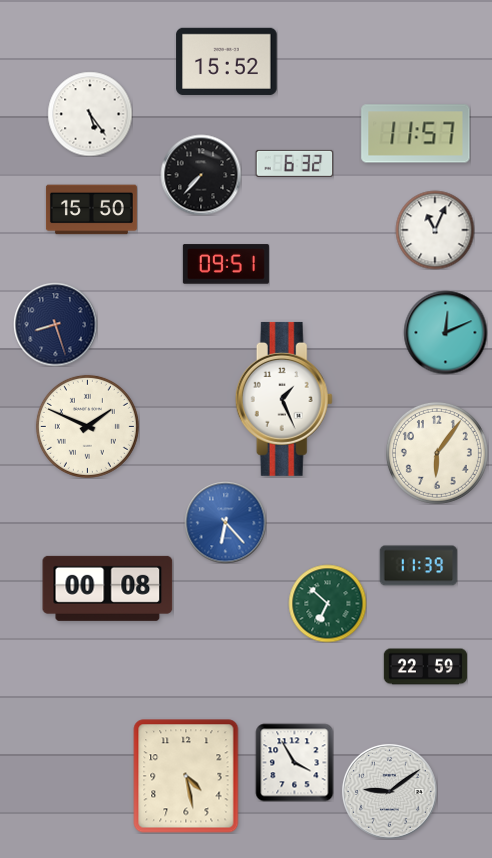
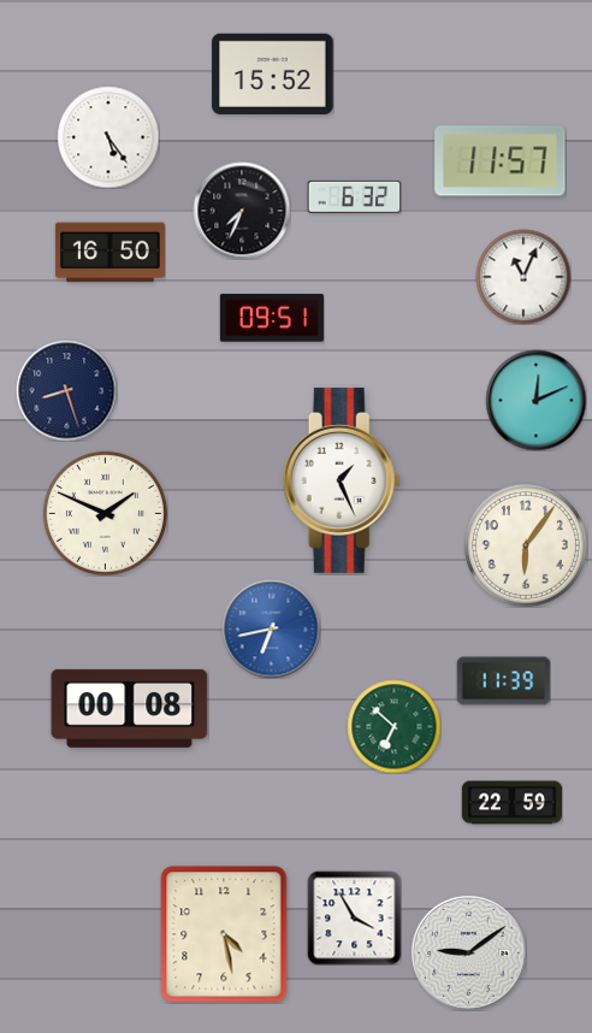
clock at (201, 175): 7:37 -> 7:34
clock at (91, 210): 15:50 -> 16:50
clock at (225, 522): 6:23 -> 6:43
